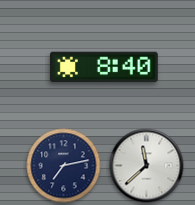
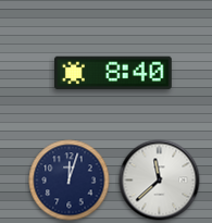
clock at (64, 166): 7:13 -> 12:03
